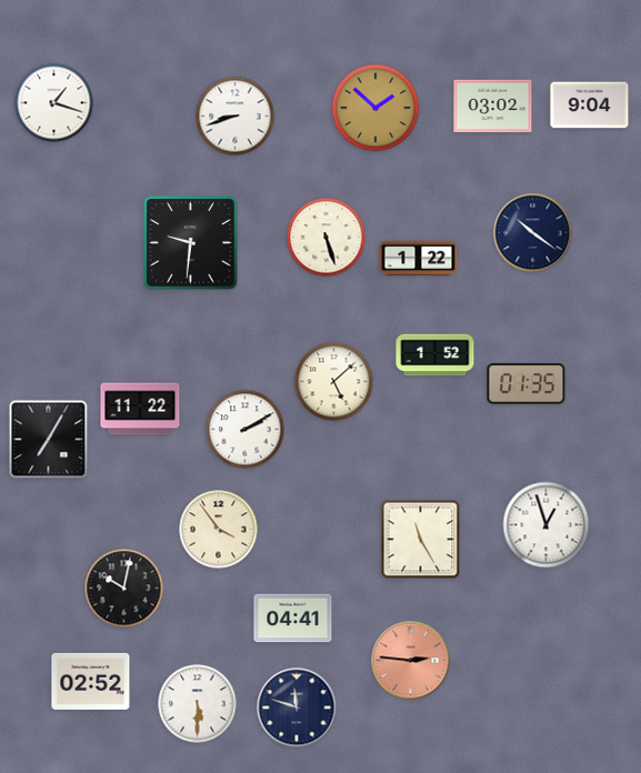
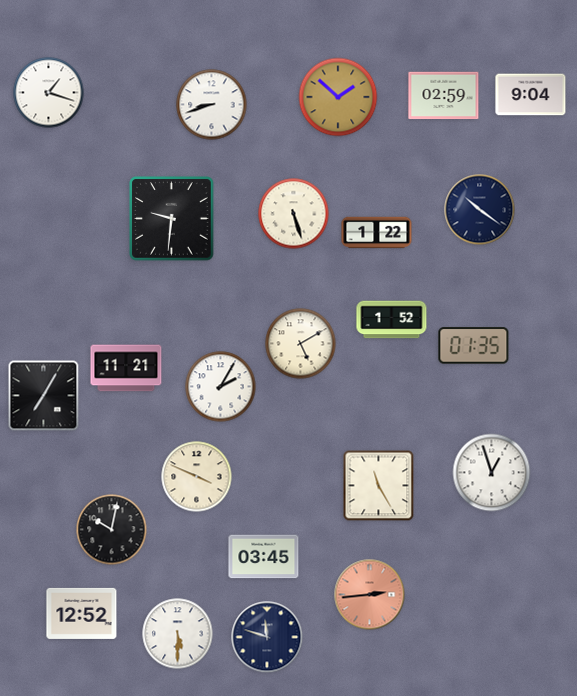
clock at (493, 107): 03:02 -> 02:59
clock at (334, 382): 5:08 -> 5:10
clock at (140, 409): 11:22 -> 11:21
clock at (246, 430): 2:10 -> 2:05
clock at (219, 530): 3:54 -> 3:49
clock at (293, 619): 04:41 -> 03:45
clock at (411, 661): 2:46 -> 2:44
clock at (91, 681): 02:52 -> 12:52
